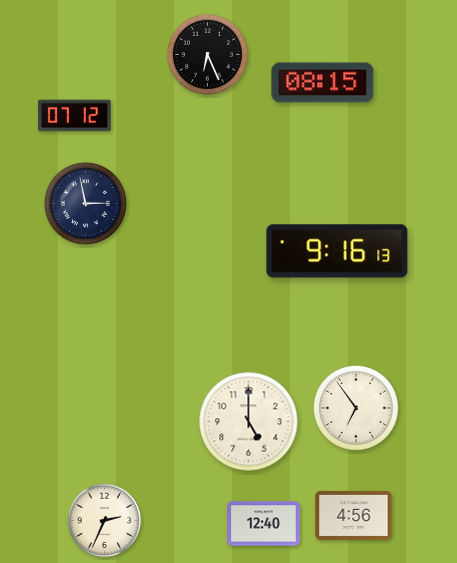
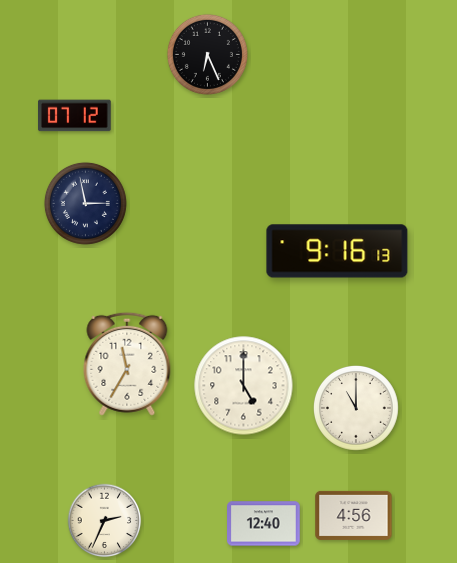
clock at (323, 83): 08:15 -> none
clock at (127, 364): none -> 11:35
clock at (356, 408): 6:54 -> 11:00
clock at (249, 422) position: (249, 422) -> (244, 386)
